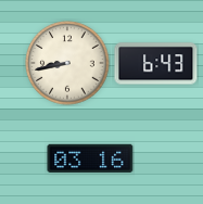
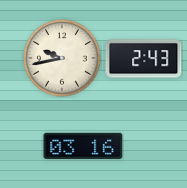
clock at (67, 63): 8:43 -> 9:43
clock at (156, 64): 6:43 -> 2:43
